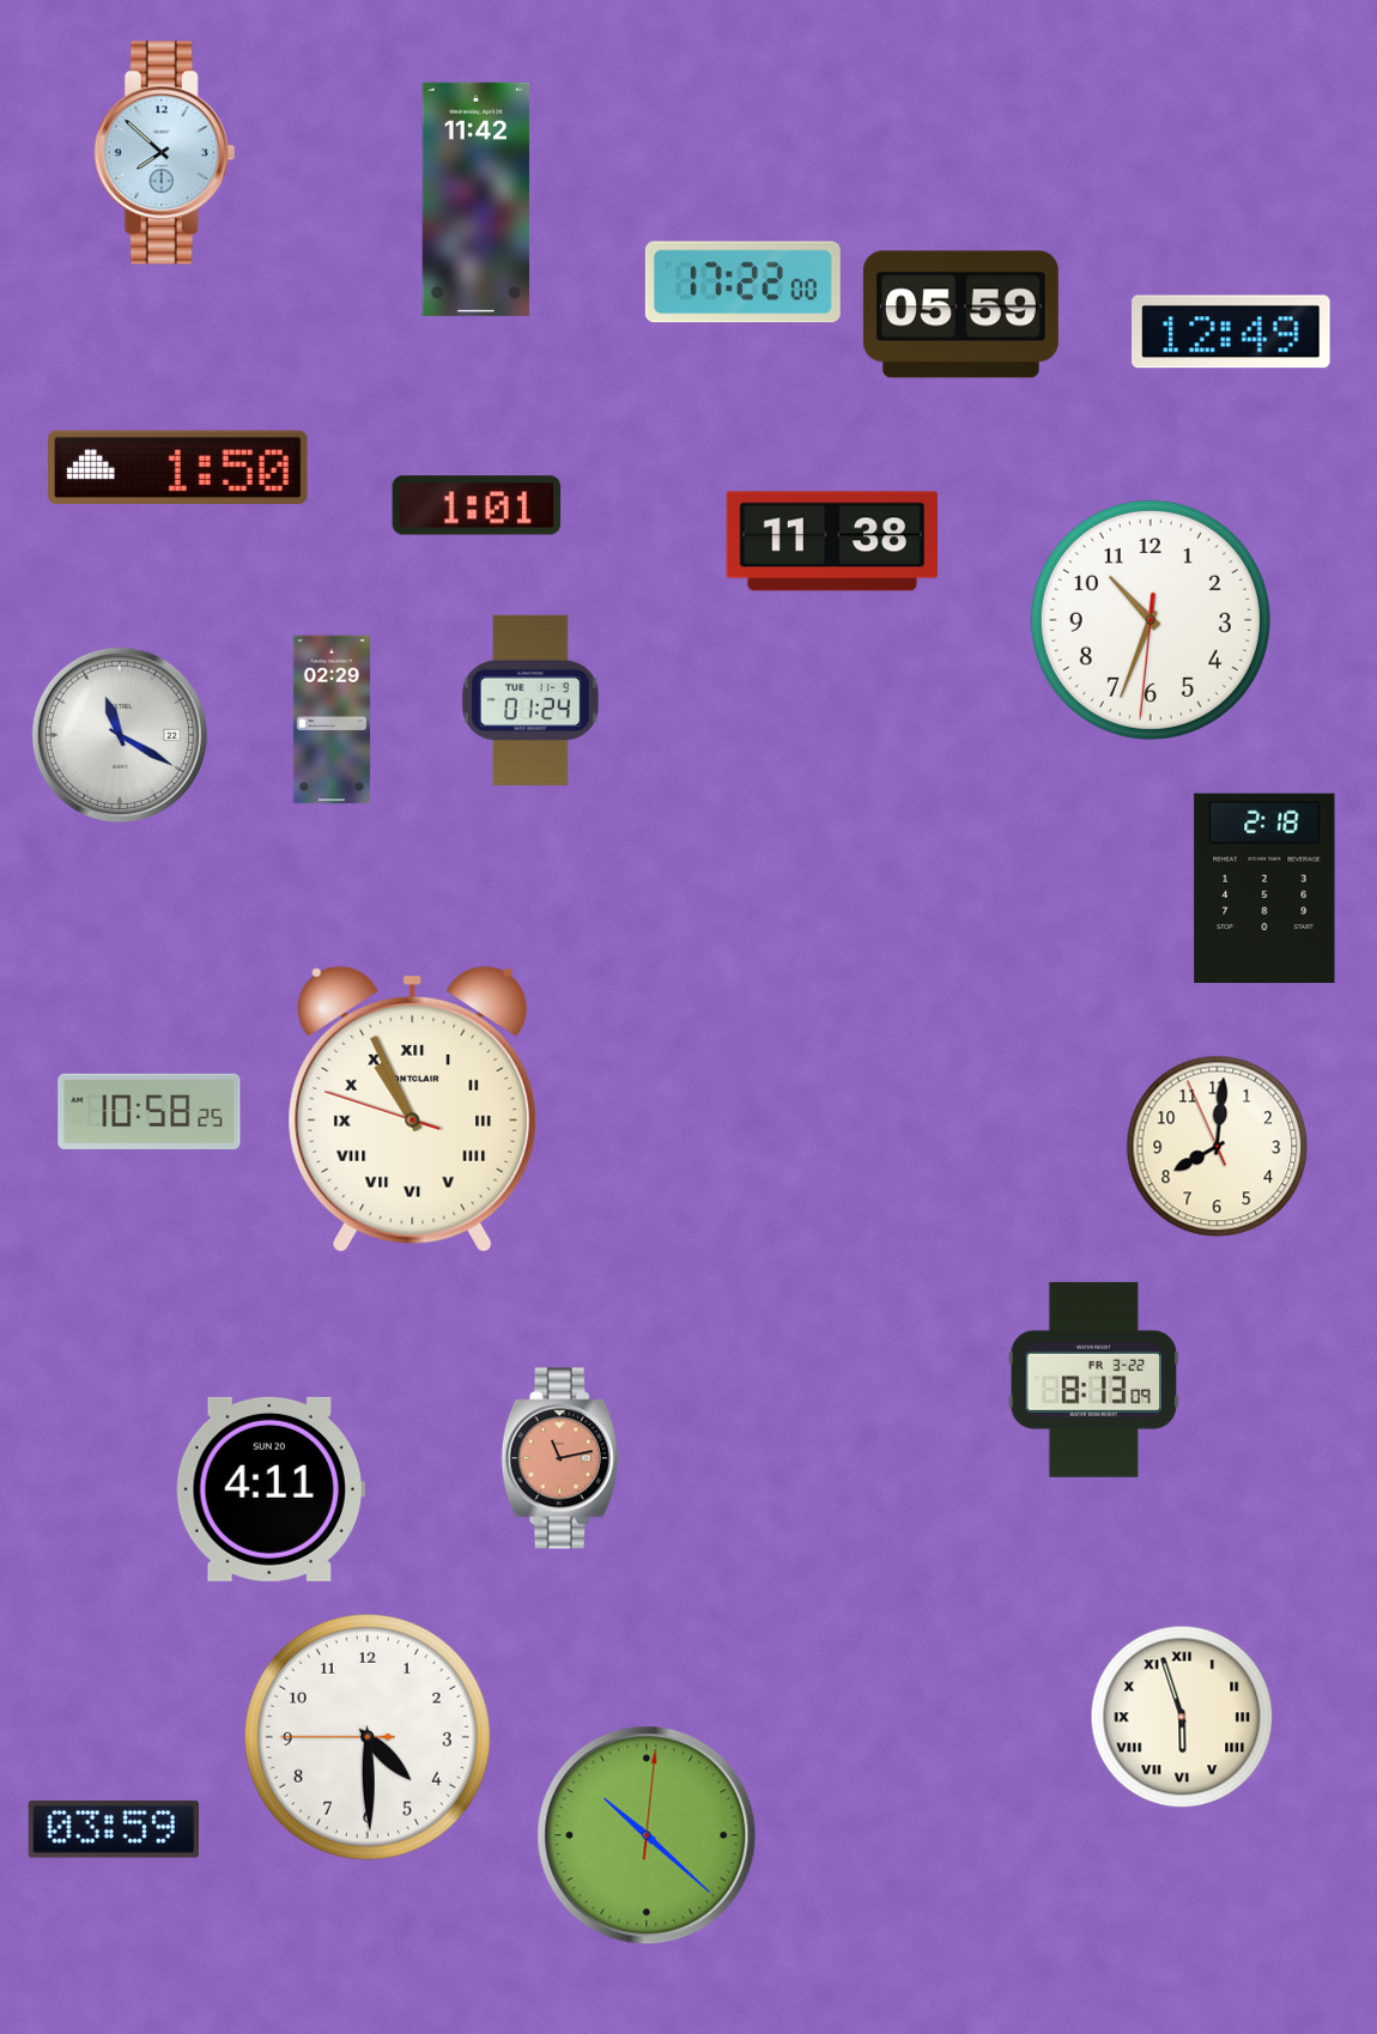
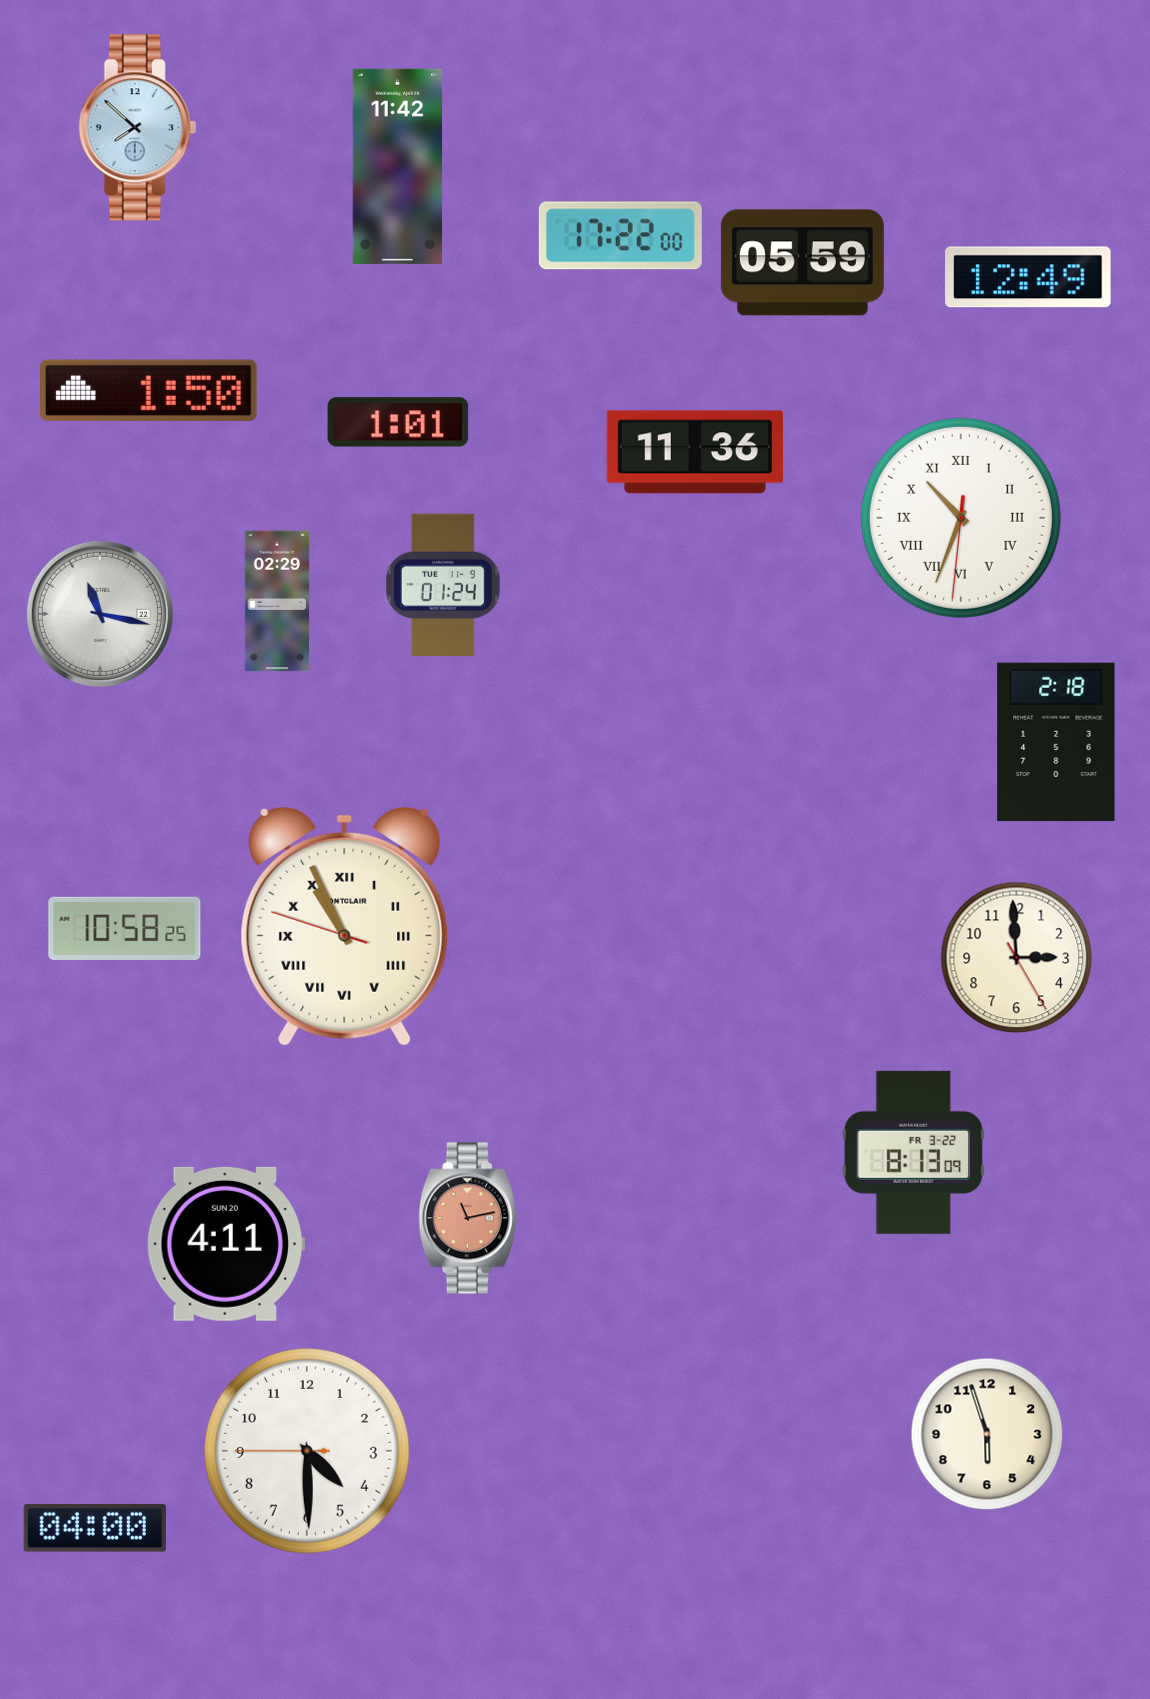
clock at (832, 541): 11:38 -> 11:36
clock at (1151, 620) numerals: Arabic -> Roman
clock at (120, 735): 11:20 -> 11:17
clock at (1218, 1147): 8:00 -> 2:59
clock at (1182, 1717) numerals: Roman -> Arabic
clock at (114, 1829): 03:59 -> 04:00
clock at (647, 1835): 10:22 -> none
